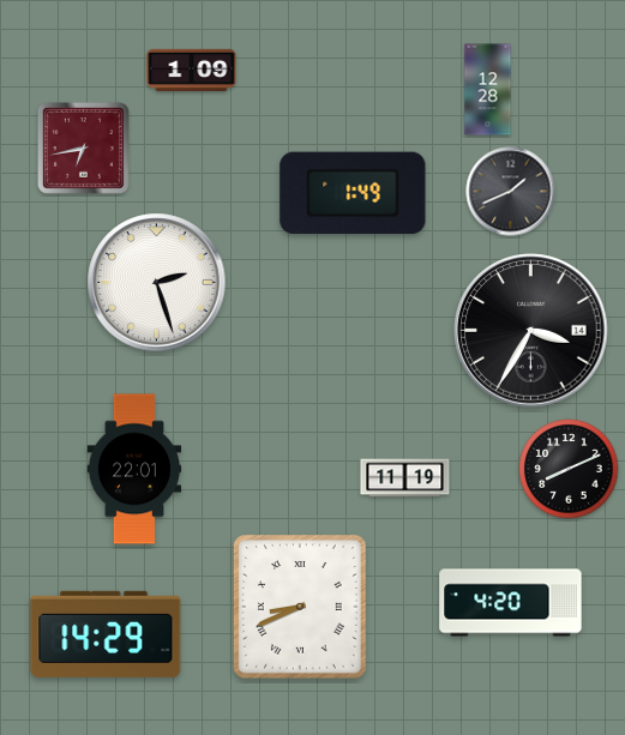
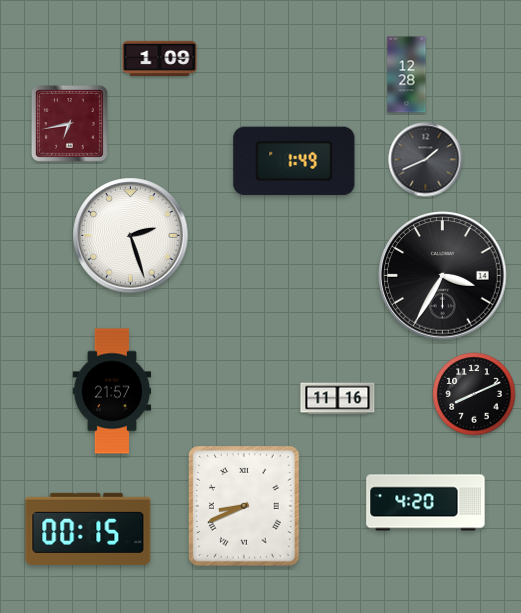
clock at (134, 469): 22:01 -> 21:57
clock at (569, 469) position: (569, 469) -> (474, 394)
clock at (405, 478): 11:19 -> 11:16
clock at (300, 608) position: (300, 608) -> (244, 507)
clock at (106, 634): 14:29 -> 00:15
